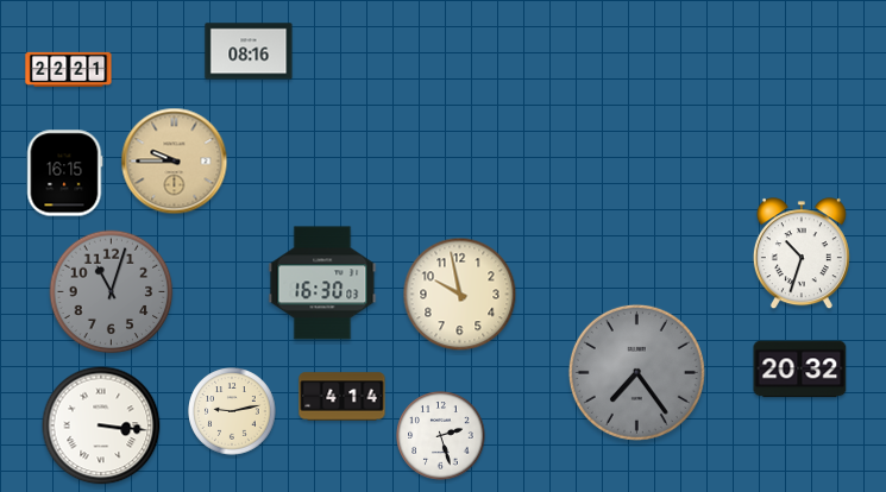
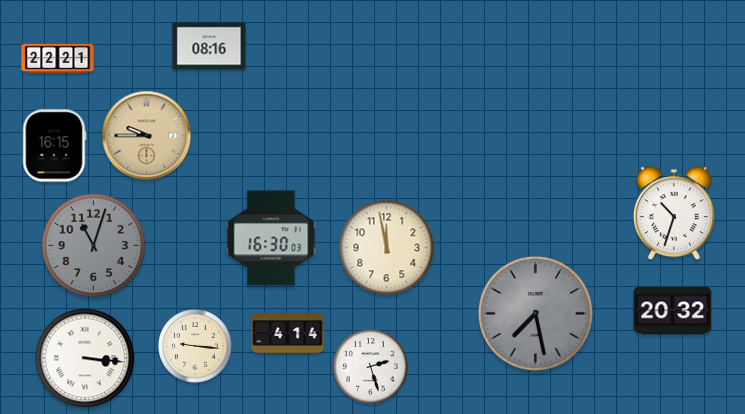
clock at (249, 51) position: (249, 51) -> (209, 46)
clock at (460, 295): 9:58 -> 11:58
clock at (636, 372): 7:24 -> 7:28
clock at (232, 411): 9:13 -> 9:16
